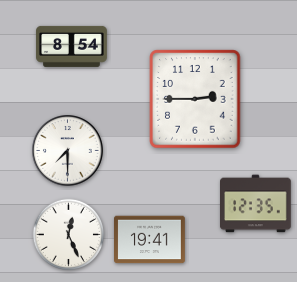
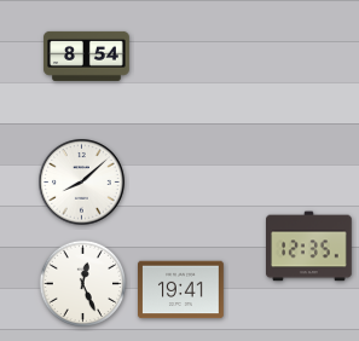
clock at (195, 99): 2:45 -> none
clock at (68, 151): 7:30 -> 8:08
